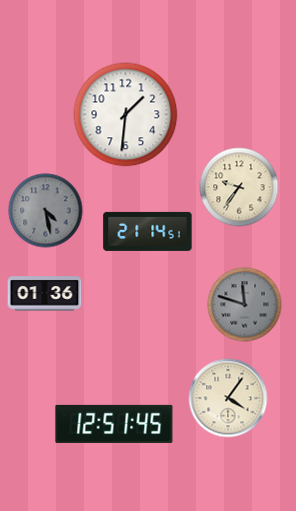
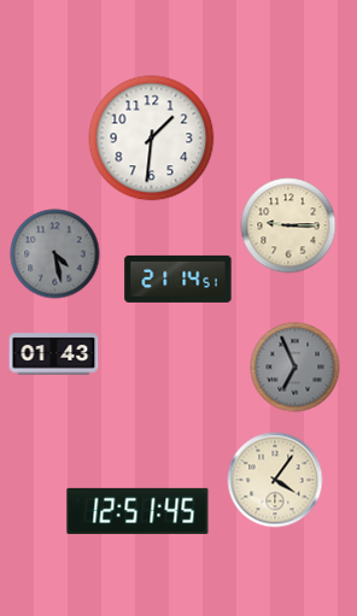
clock at (239, 187): 9:36 -> 9:15
clock at (45, 294): 01:36 -> 01:43
clock at (245, 305): 11:48 -> 6:56
